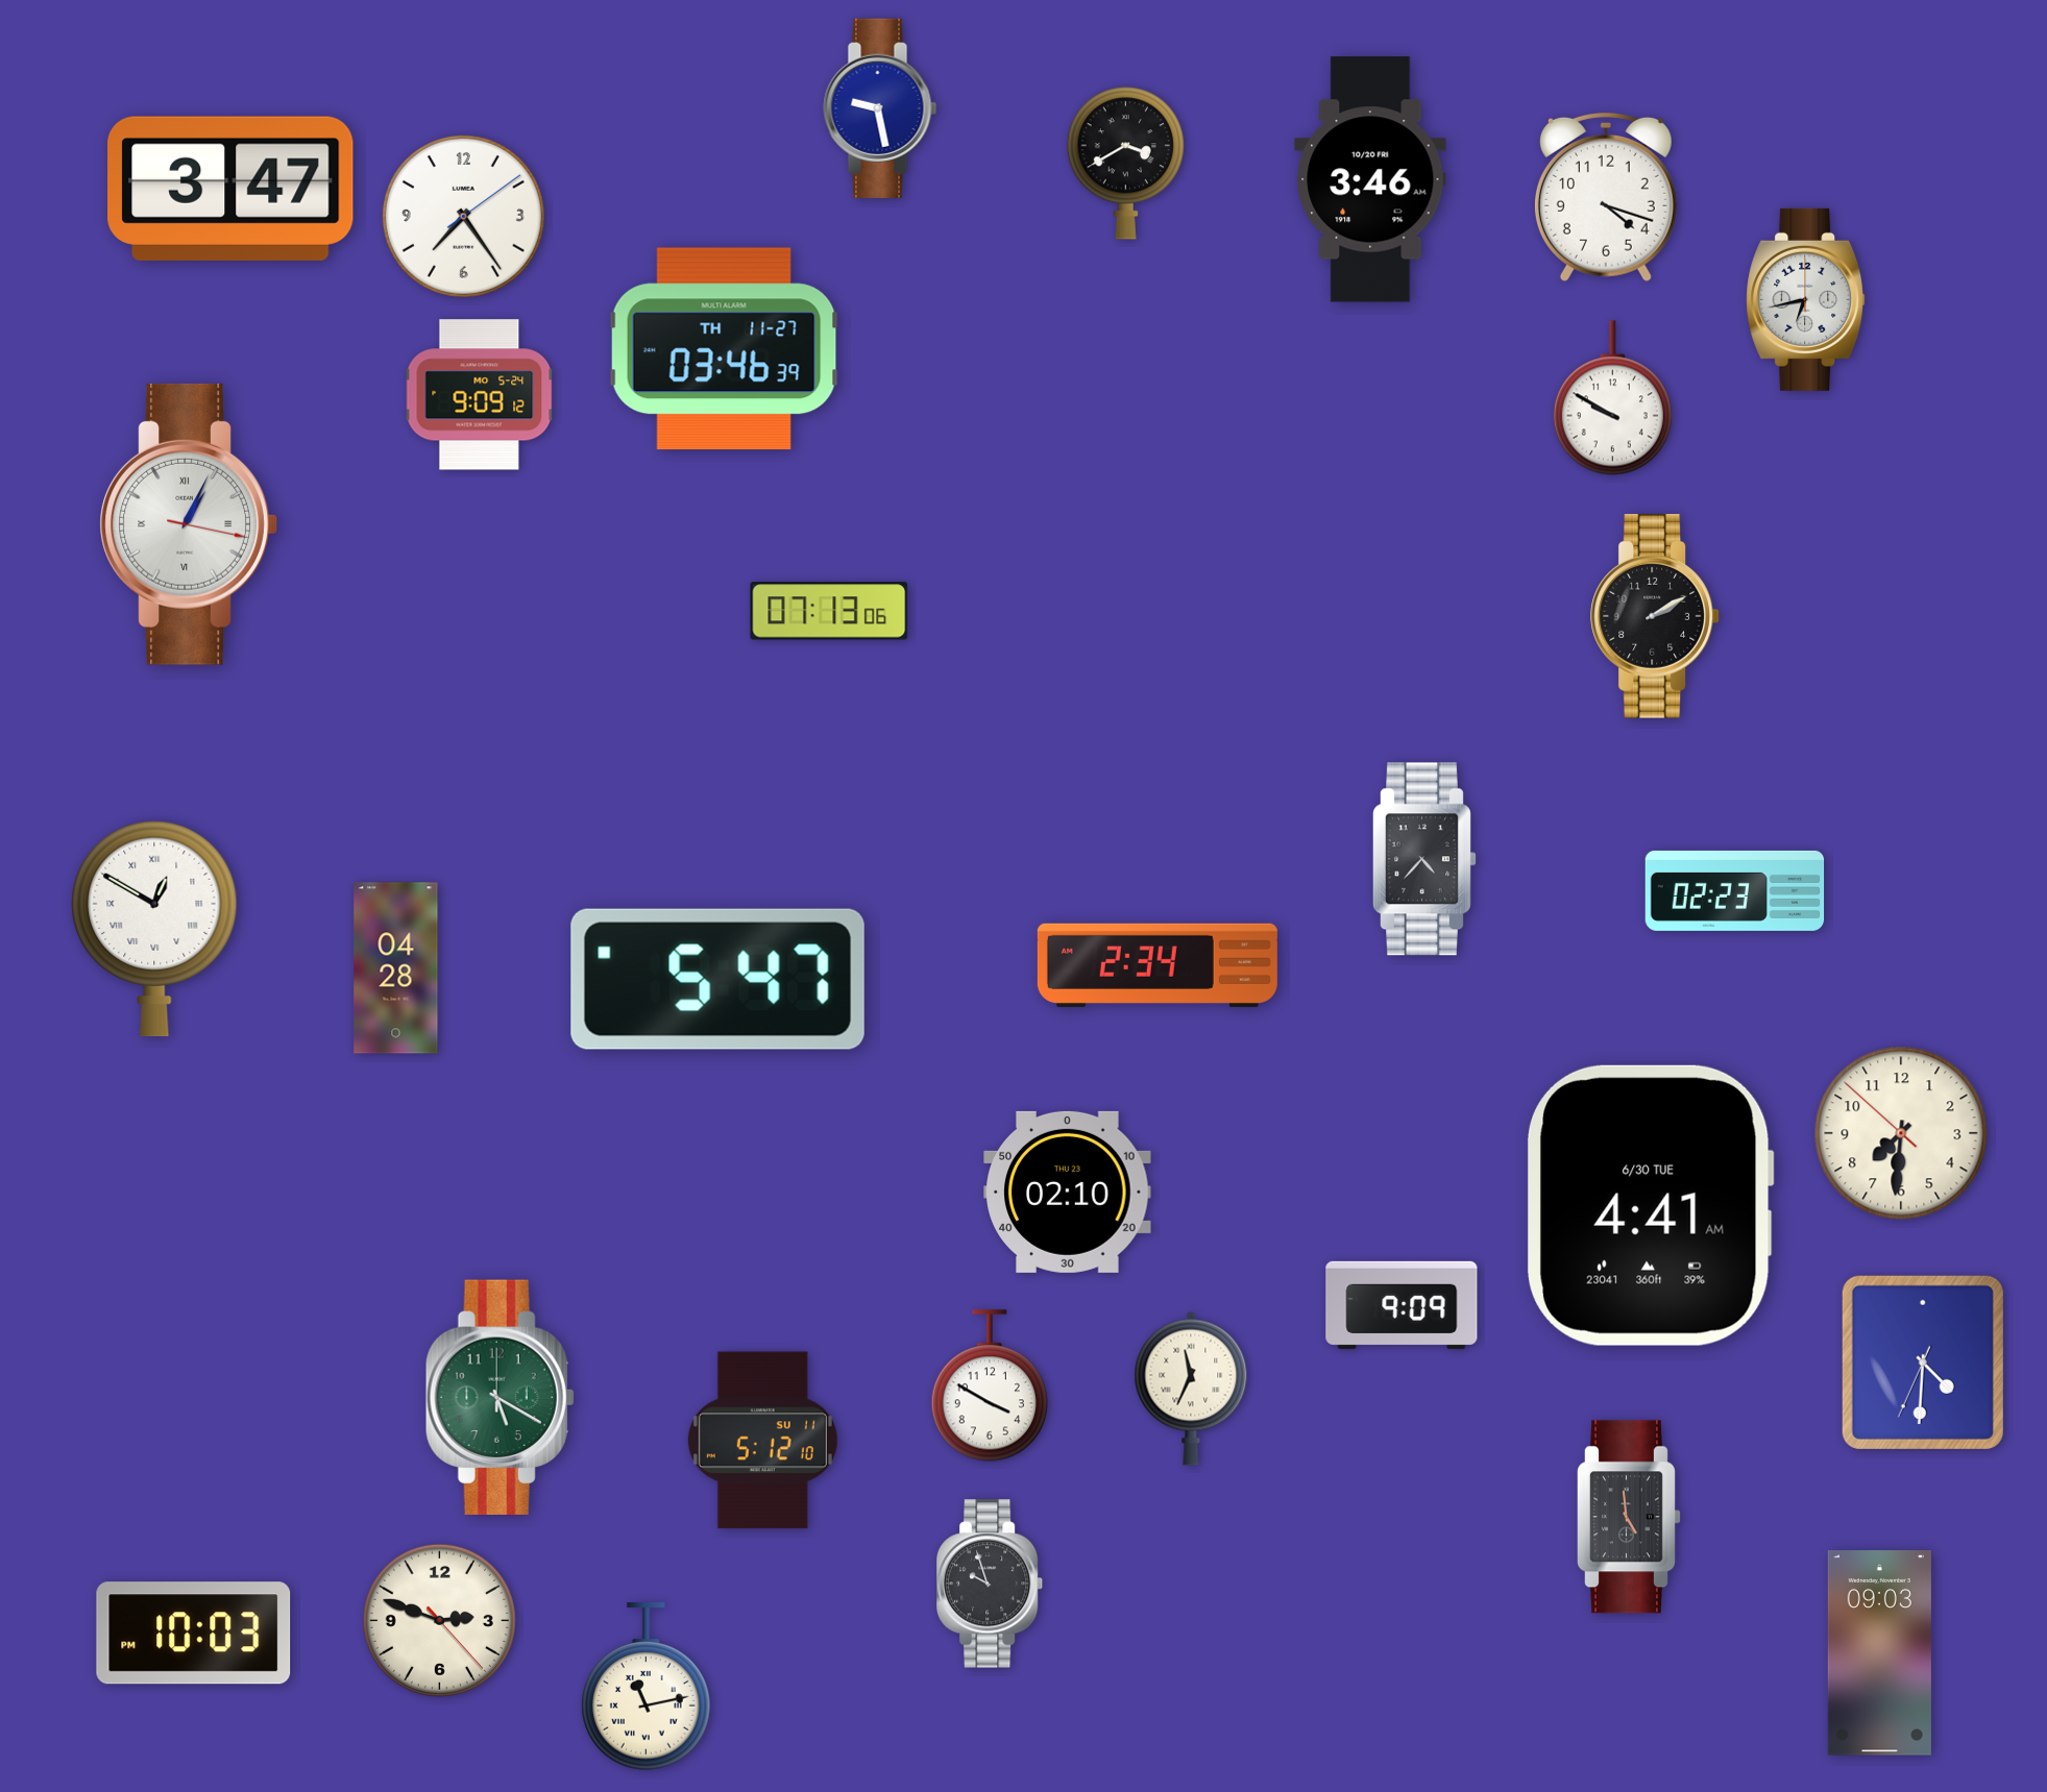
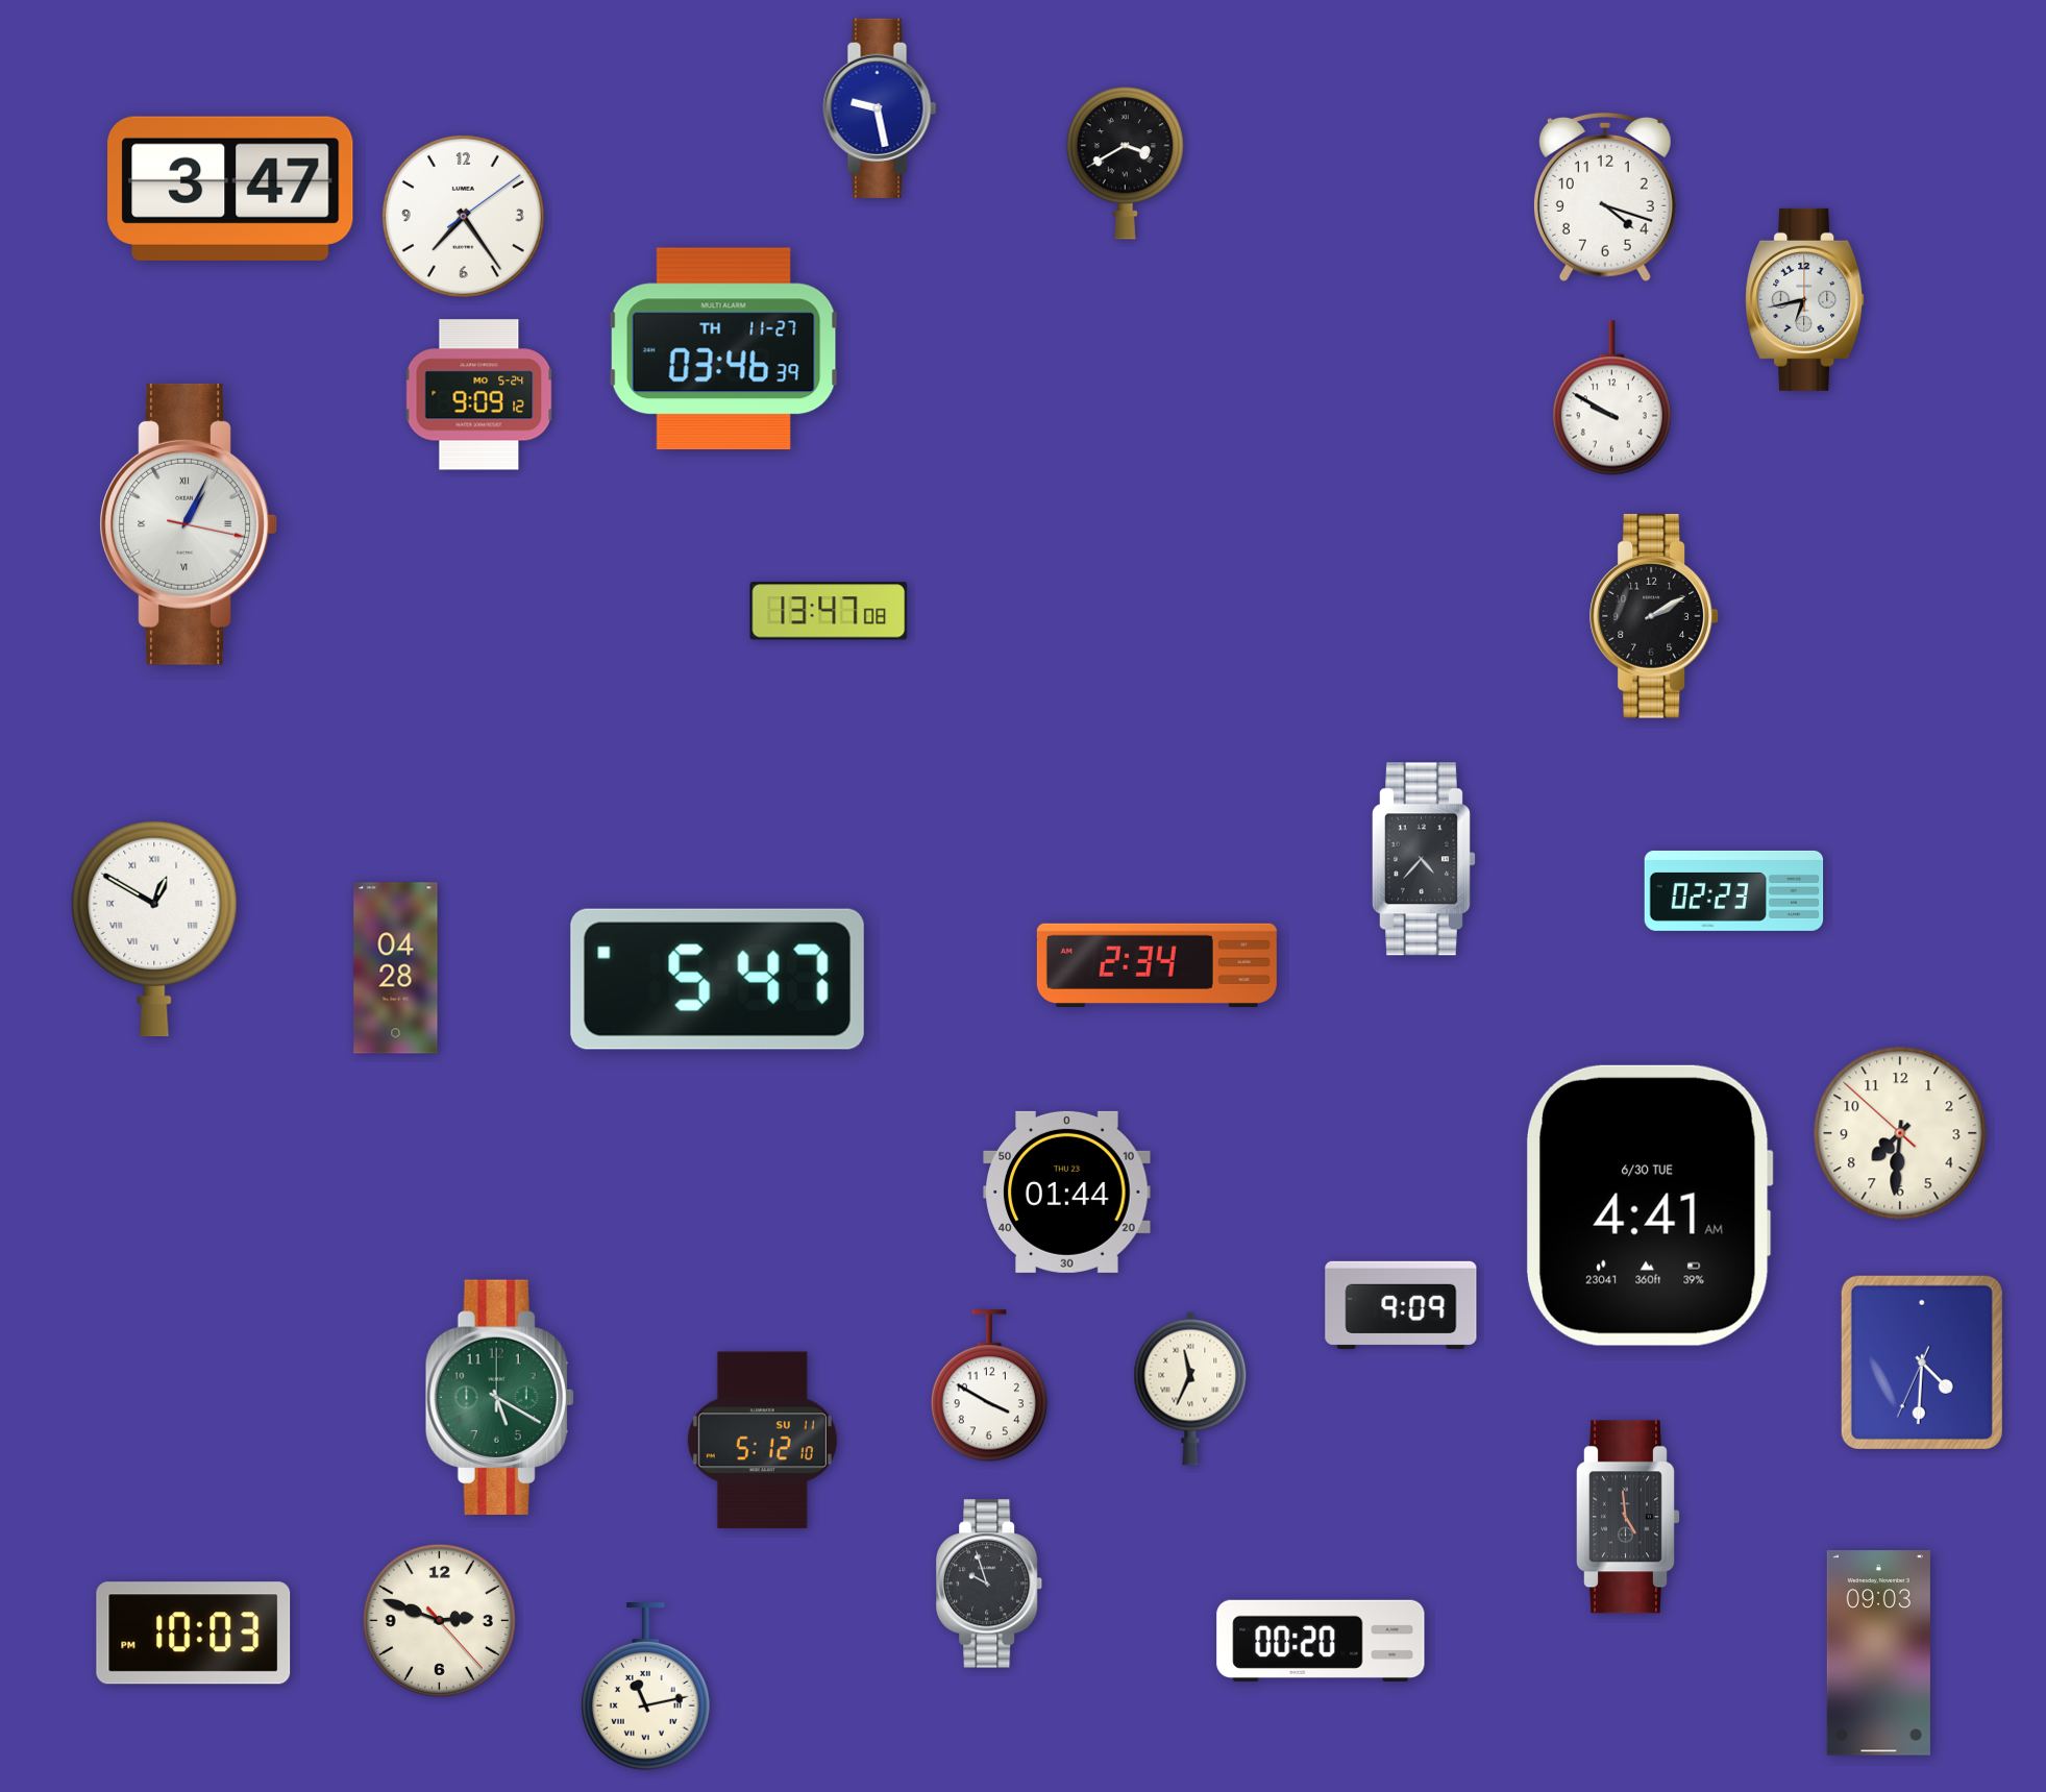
clock at (1370, 179): 3:46 -> none
clock at (829, 611): 07:13 -> 13:47
clock at (1068, 1192): 02:10 -> 01:44
clock at (1321, 1641): none -> 00:20
